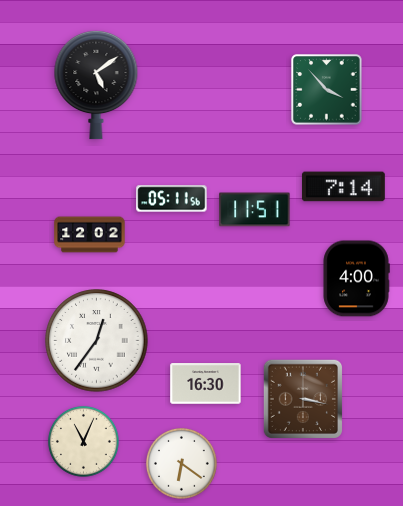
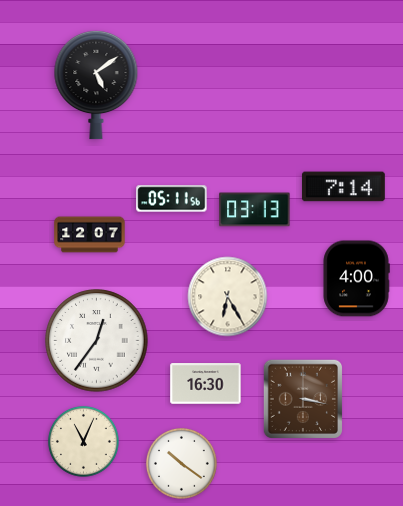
clock at (327, 90): 3:53 -> none
clock at (255, 210): 11:51 -> 03:13
clock at (90, 235): 12:02 -> 12:07
clock at (228, 297): none -> 6:25
clock at (181, 463): 6:21 -> 10:21
